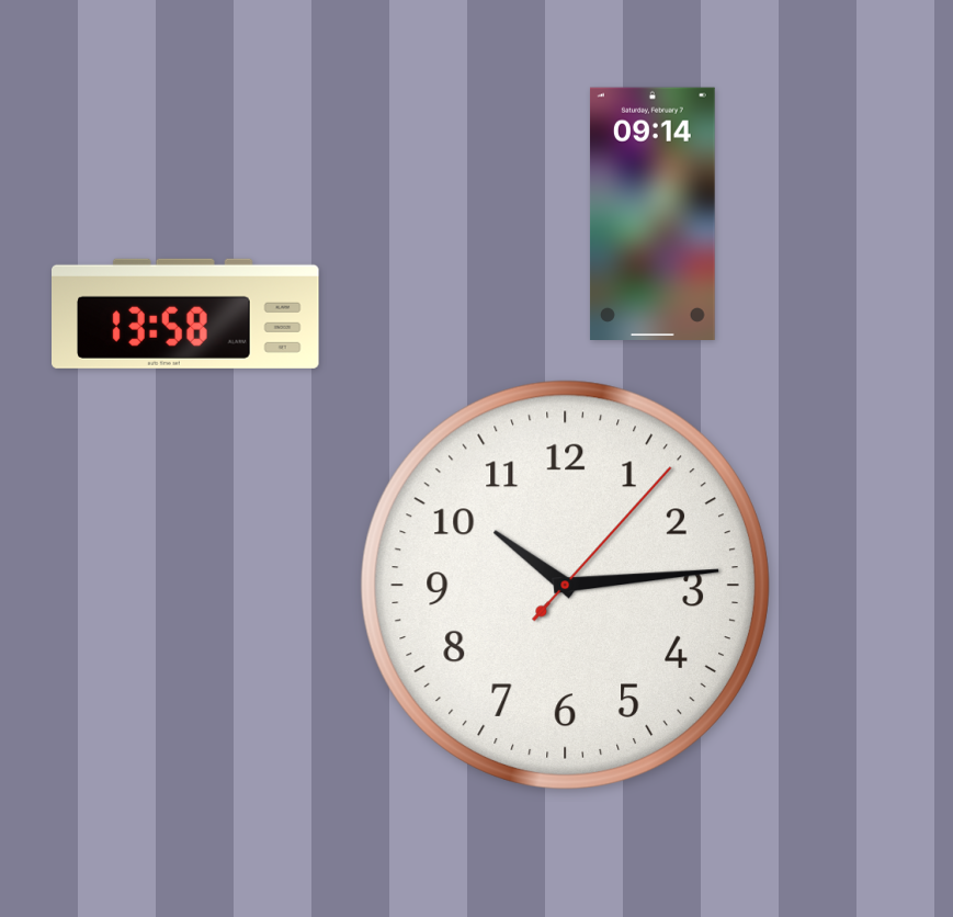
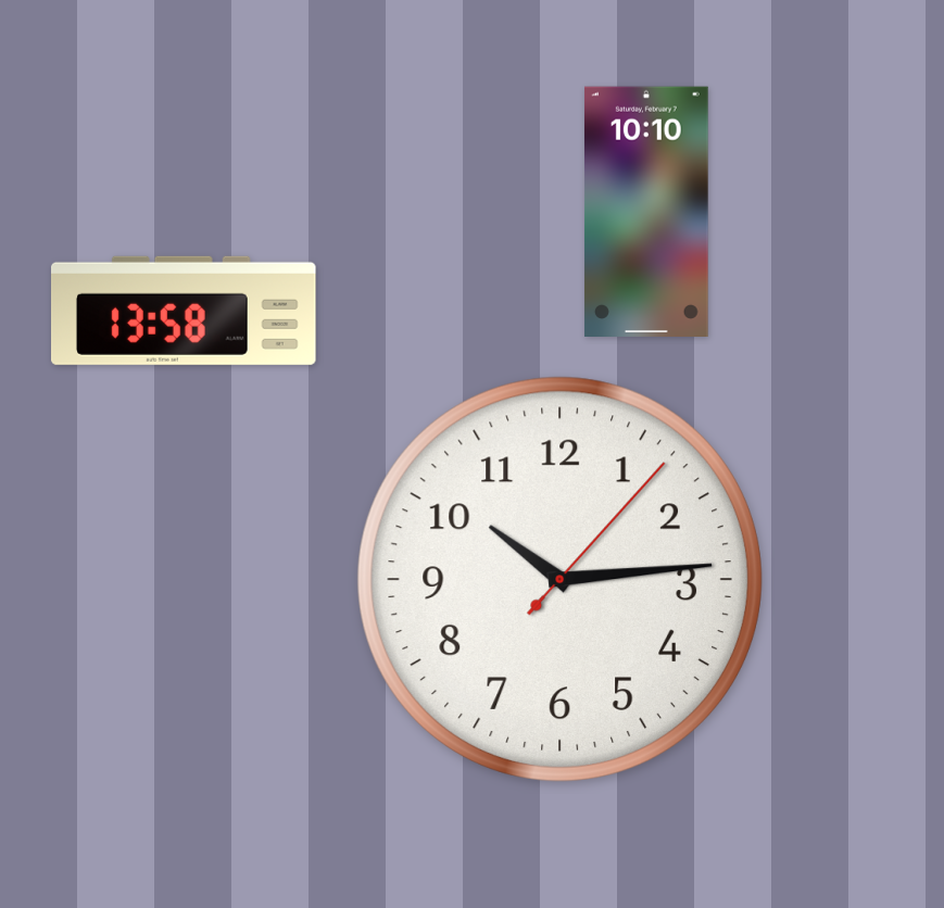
clock at (653, 213): 09:14 -> 10:10
